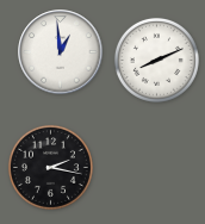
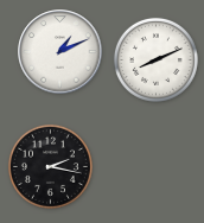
clock at (61, 52): 12:59 -> 1:11
